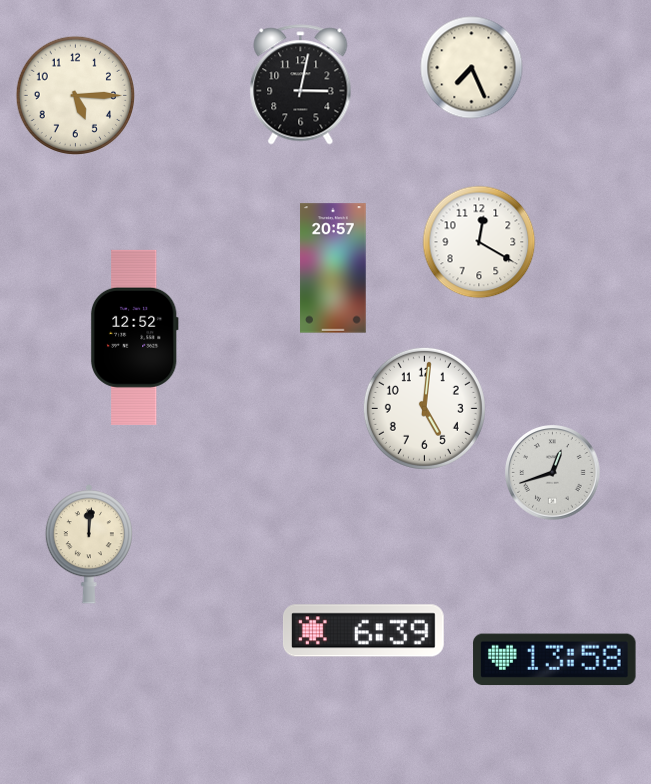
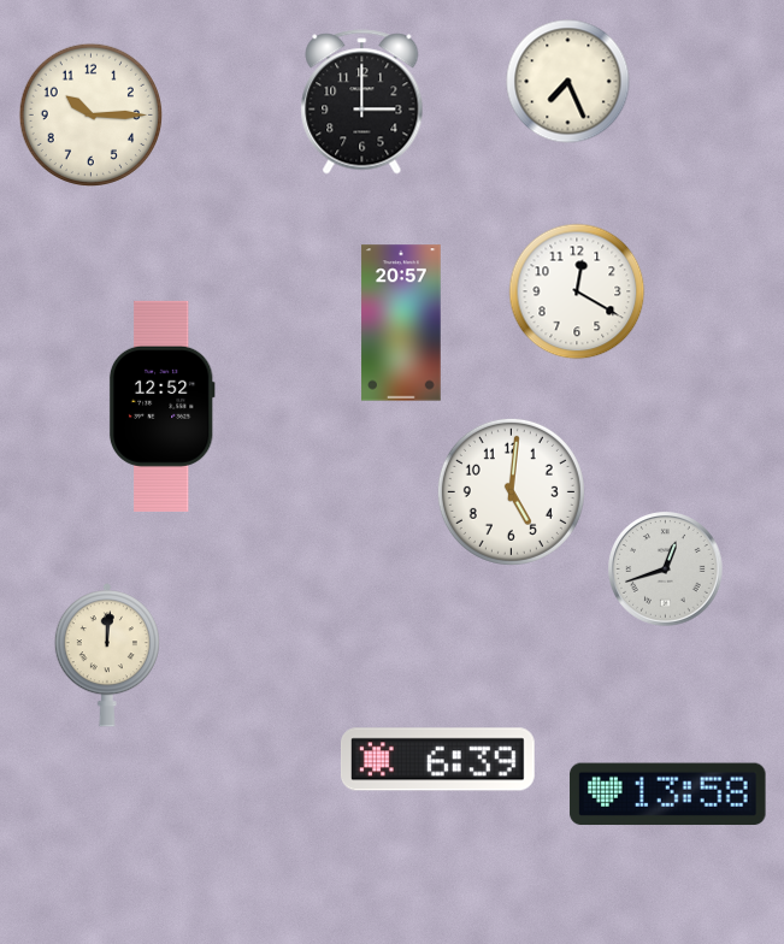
clock at (301, 85): 3:02 -> 3:00
clock at (75, 95): 5:15 -> 10:15
